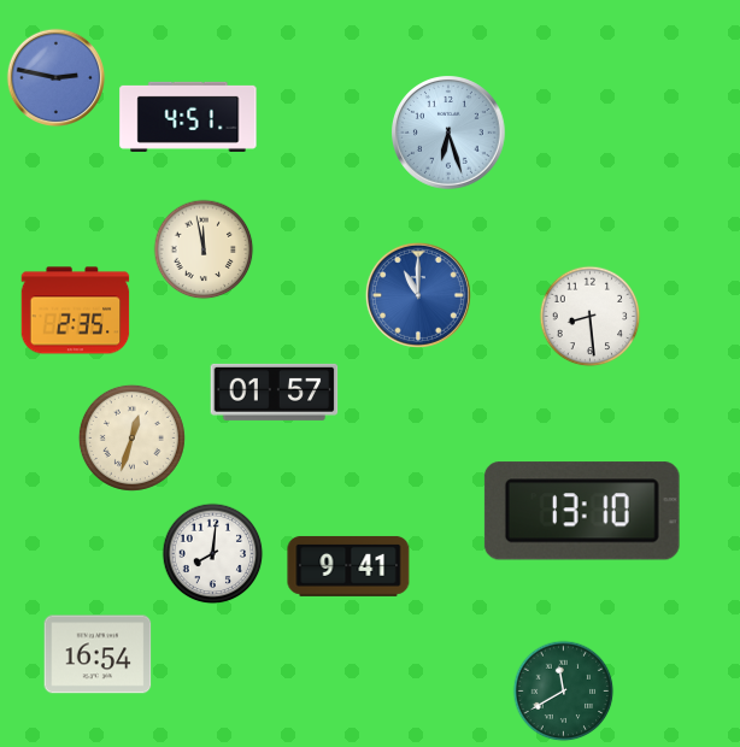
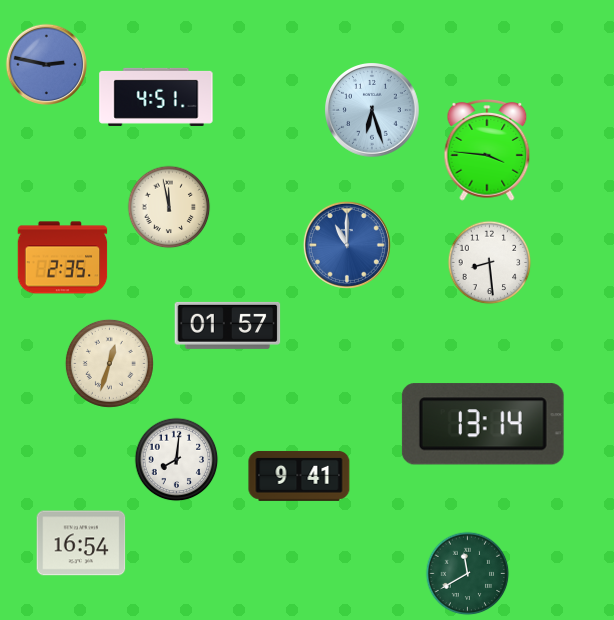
clock at (487, 150): none -> 3:46
clock at (582, 511): 13:10 -> 13:14
clock at (348, 566) position: (348, 566) -> (299, 476)
